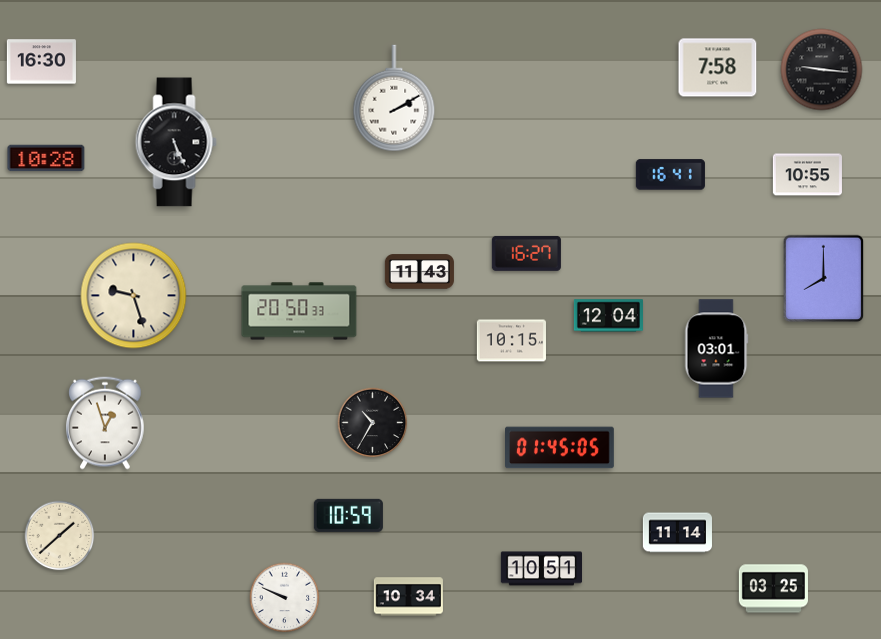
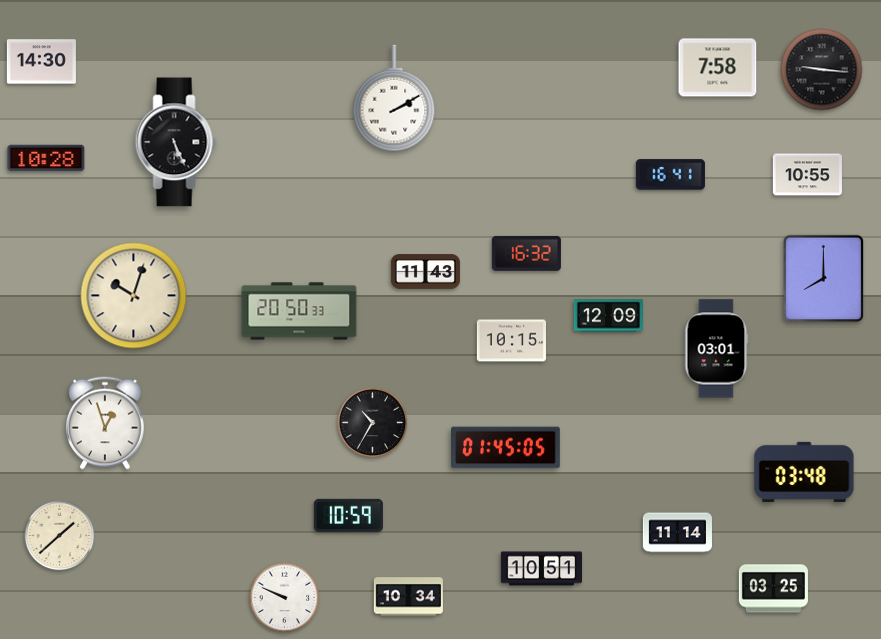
clock at (41, 62): 16:30 -> 14:30
clock at (526, 253): 16:27 -> 16:32
clock at (419, 272) position: (419, 272) -> (425, 272)
clock at (134, 296): 9:27 -> 10:03
clock at (608, 316): 12:04 -> 12:09
clock at (560, 448) position: (560, 448) -> (506, 448)
clock at (804, 472): none -> 03:48
